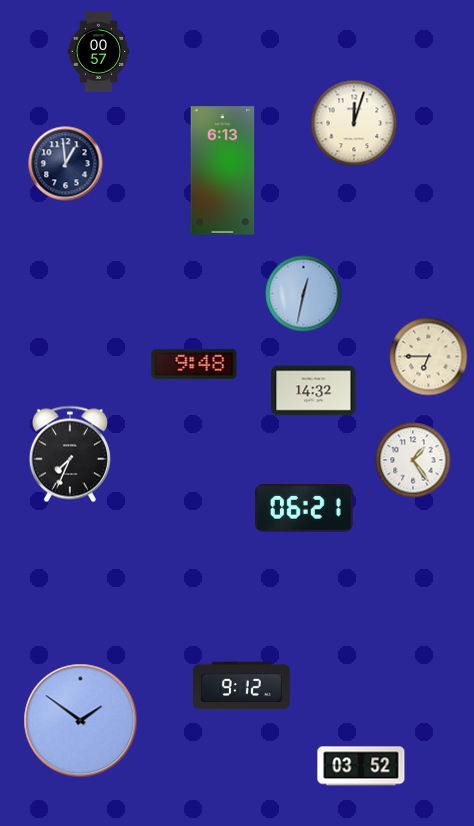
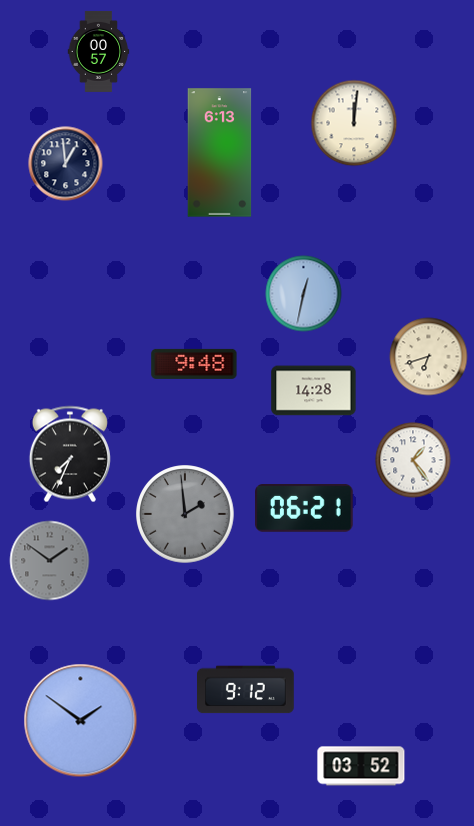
clock at (354, 123): 12:03 -> 12:01
clock at (223, 171) position: (223, 171) -> (220, 153)
clock at (429, 357): 6:45 -> 6:42
clock at (314, 391): 14:32 -> 14:28
clock at (185, 514): none -> 1:59
clock at (50, 561): none -> 1:51
clock at (242, 686) position: (242, 686) -> (246, 690)
